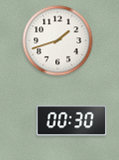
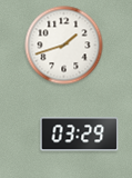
clock at (72, 121): 00:30 -> 03:29
